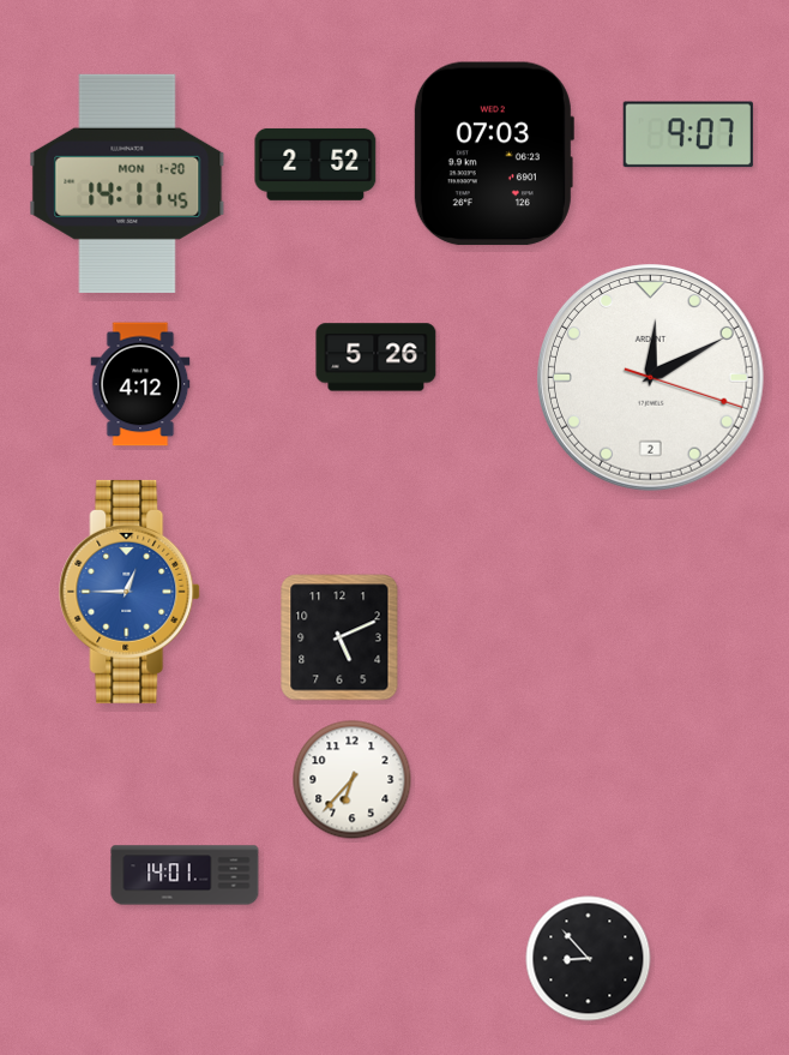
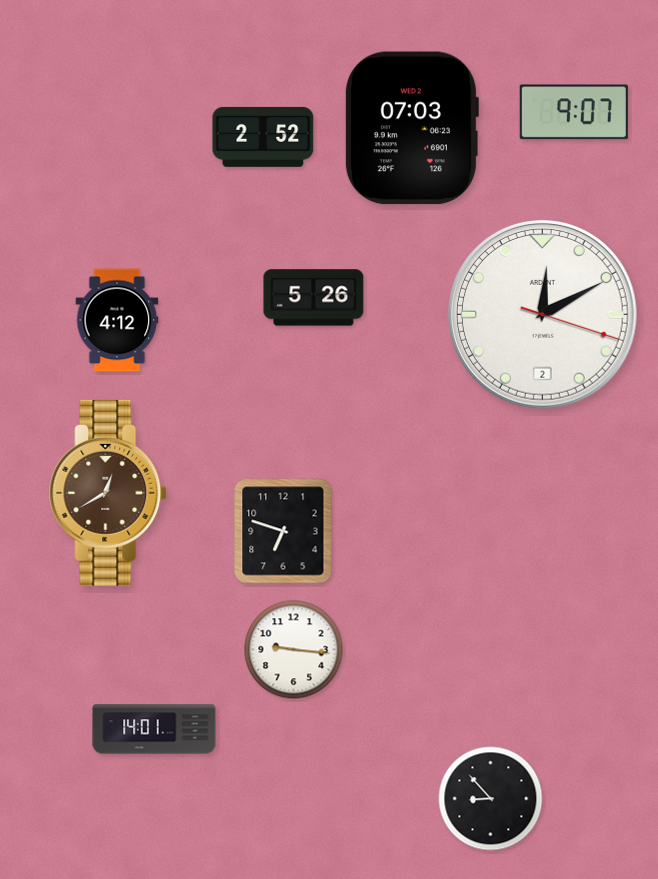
clock at (127, 184): 14:11 -> none
clock at (131, 592): 12:45 -> 12:40
clock at (131, 592) dial: blue -> brown
clock at (339, 637): 5:11 -> 6:48
clock at (353, 780): 6:37 -> 9:16
